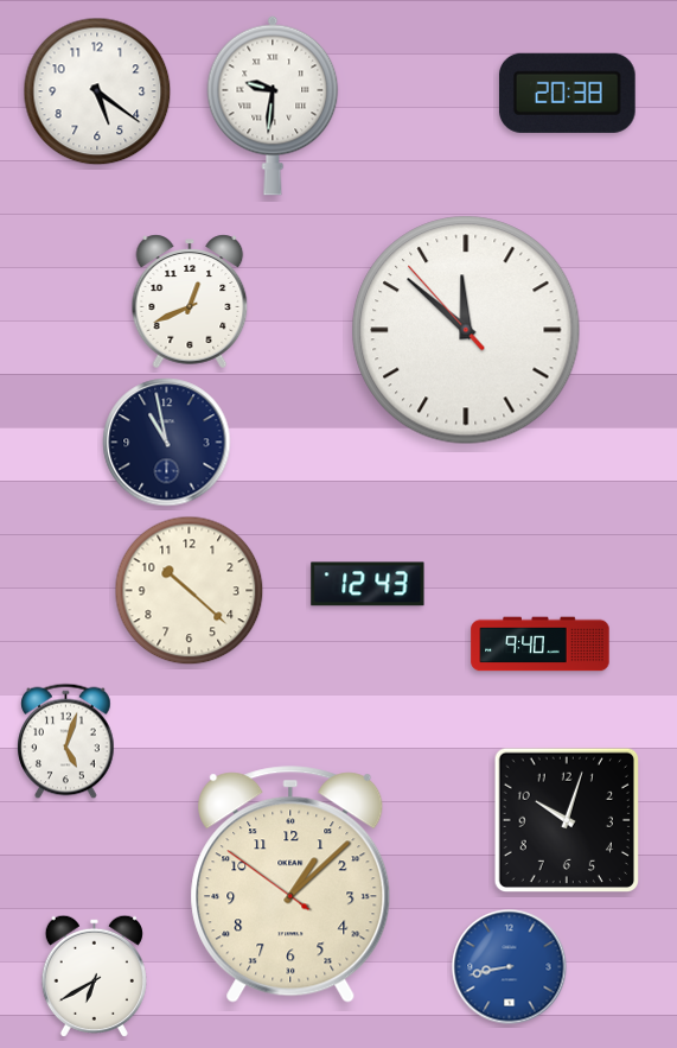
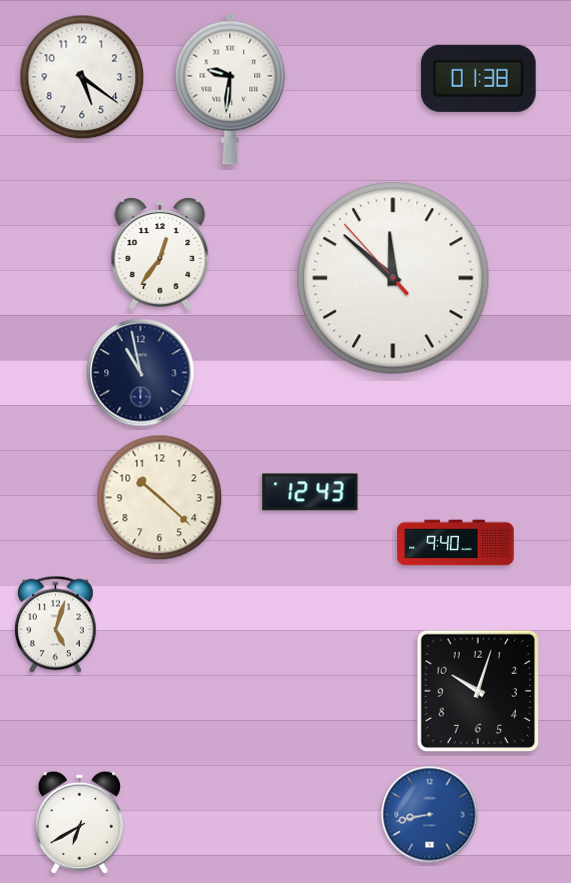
clock at (567, 93): 20:38 -> 01:38
clock at (190, 301): 12:41 -> 12:36
clock at (290, 884): 1:07 -> none
